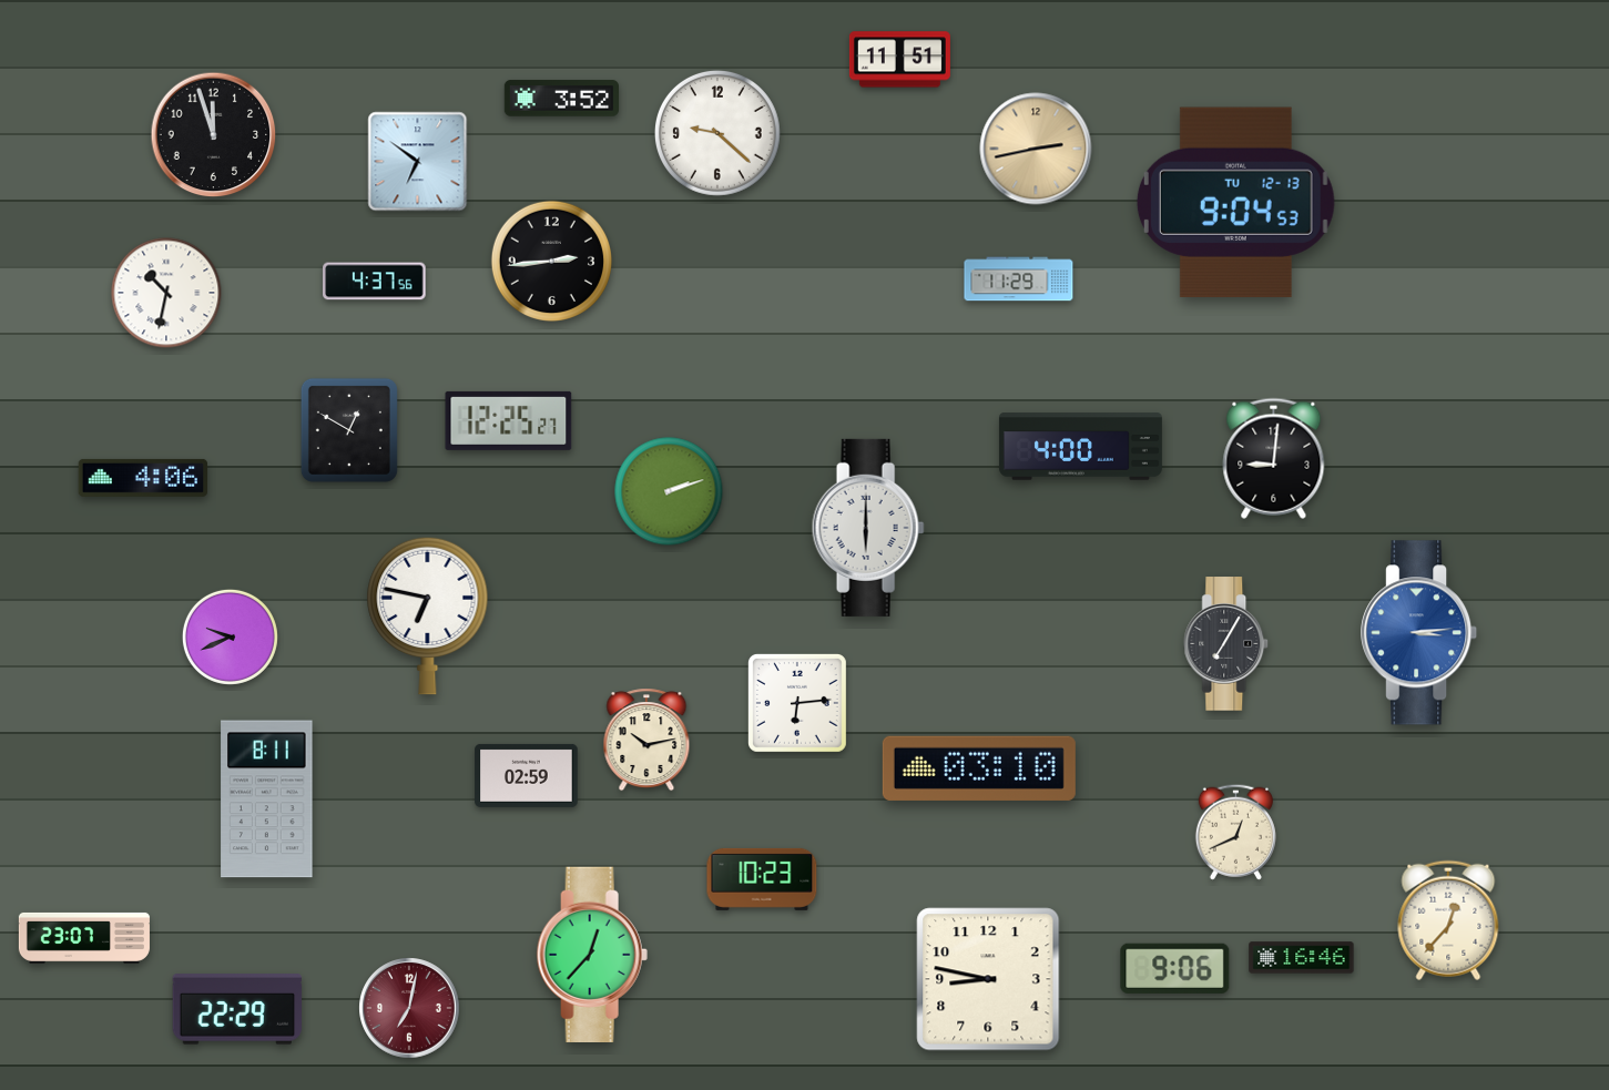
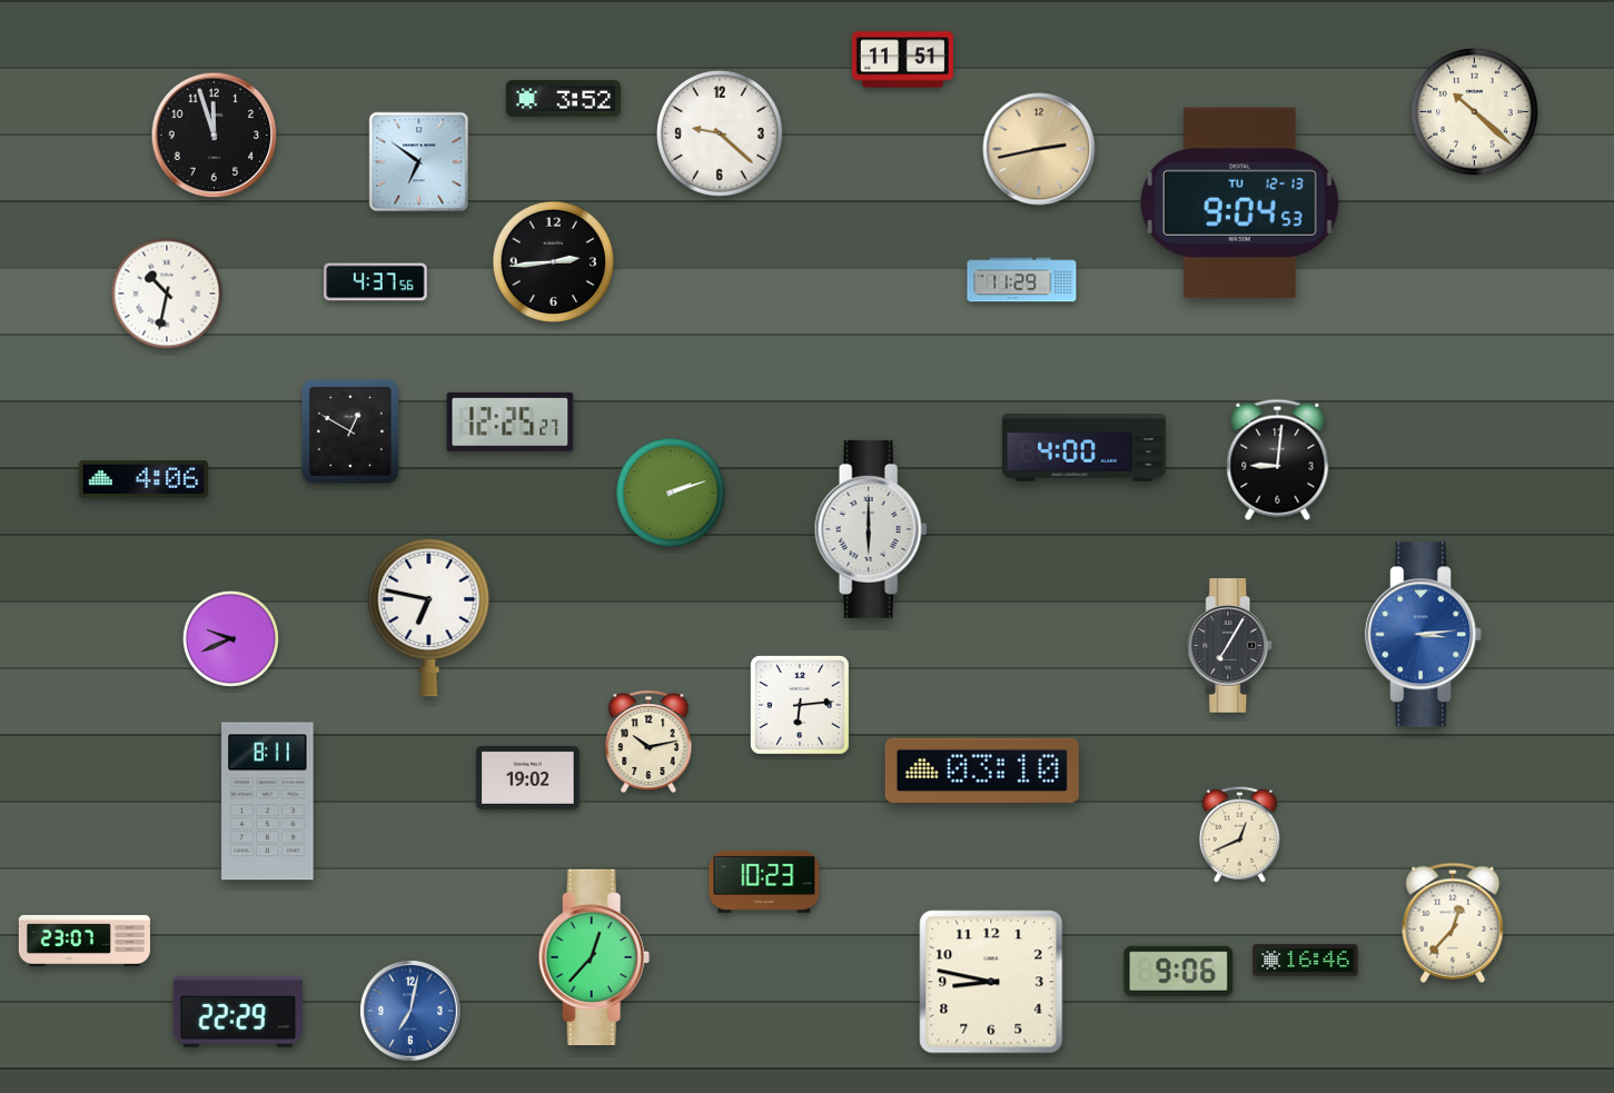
clock at (1475, 112): none -> 10:22
clock at (527, 775): 02:59 -> 19:02
clock at (409, 1008) dial: burgundy -> blue
